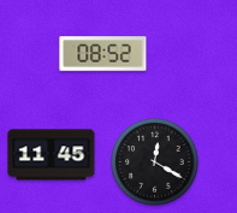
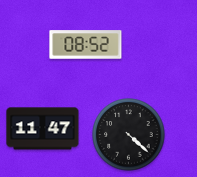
clock at (52, 155): 11:45 -> 11:47
clock at (155, 162): 12:20 -> 4:22
